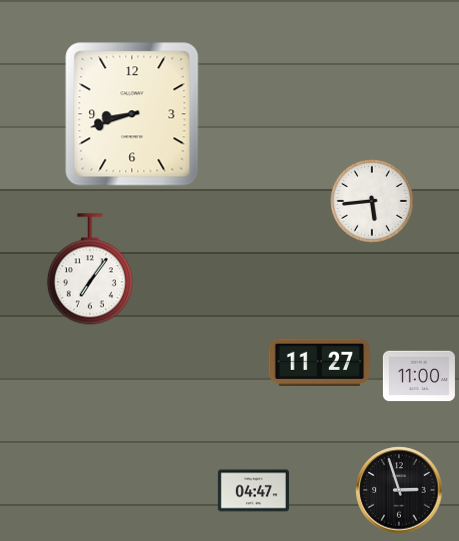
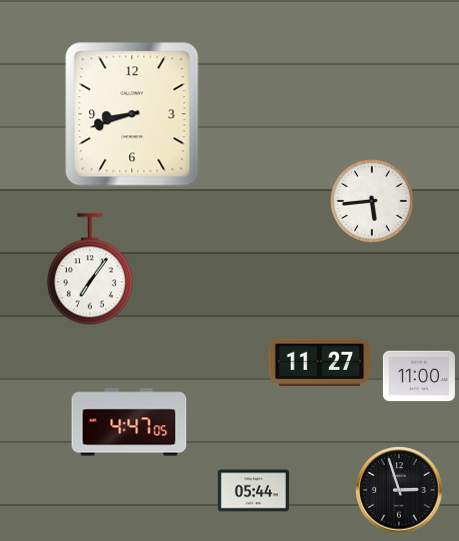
clock at (129, 422): none -> 4:47
clock at (253, 491): 04:47 -> 05:44
